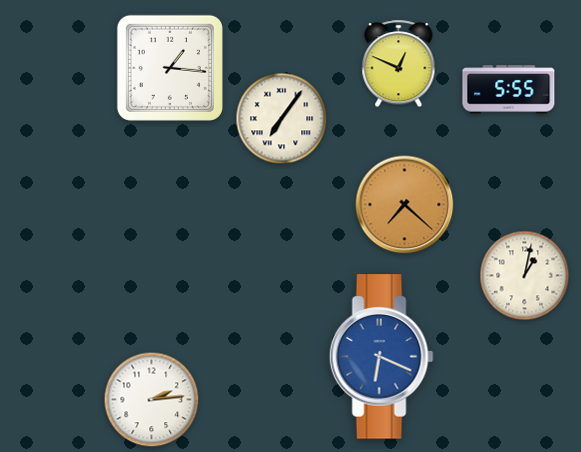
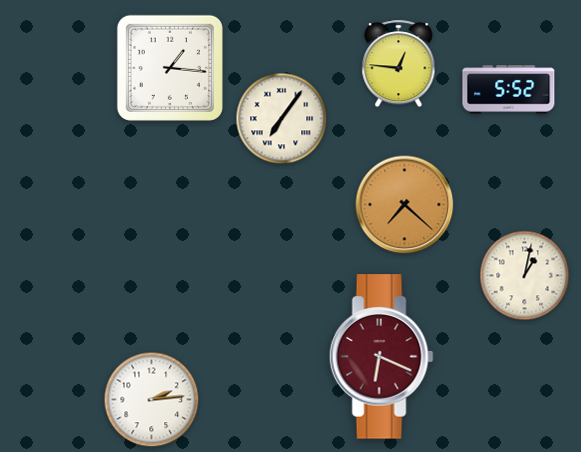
clock at (399, 64): 12:49 -> 12:46
clock at (509, 90): 5:55 -> 5:52
clock at (381, 357) dial: blue -> burgundy
